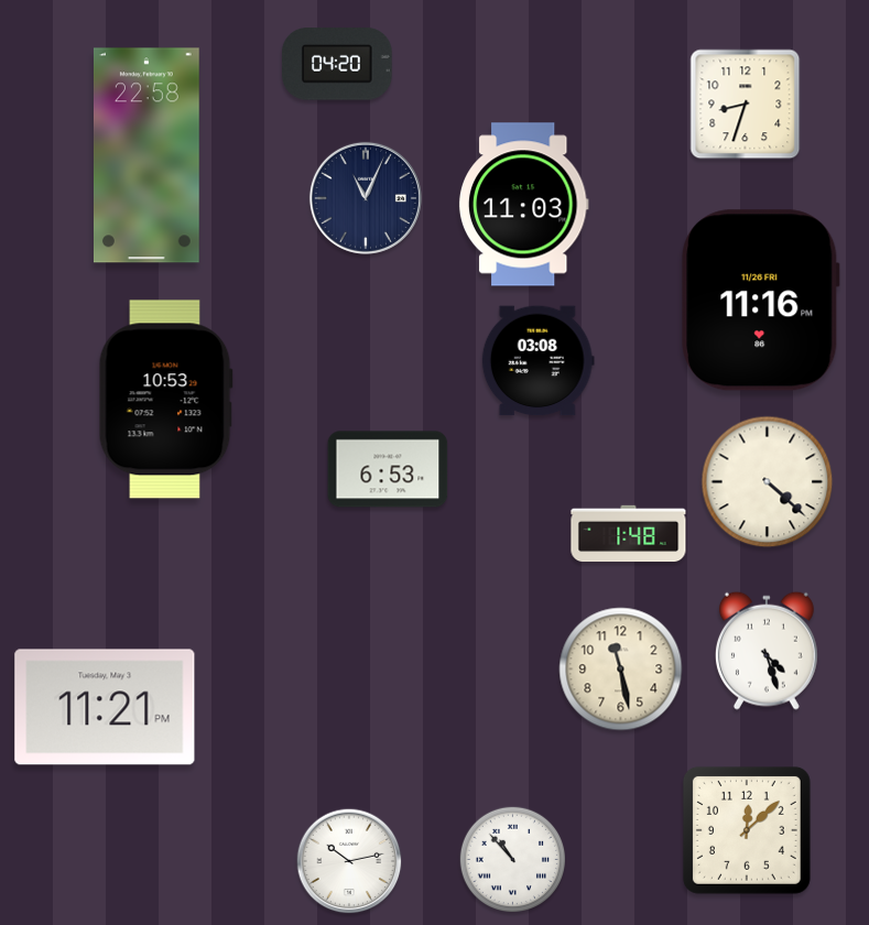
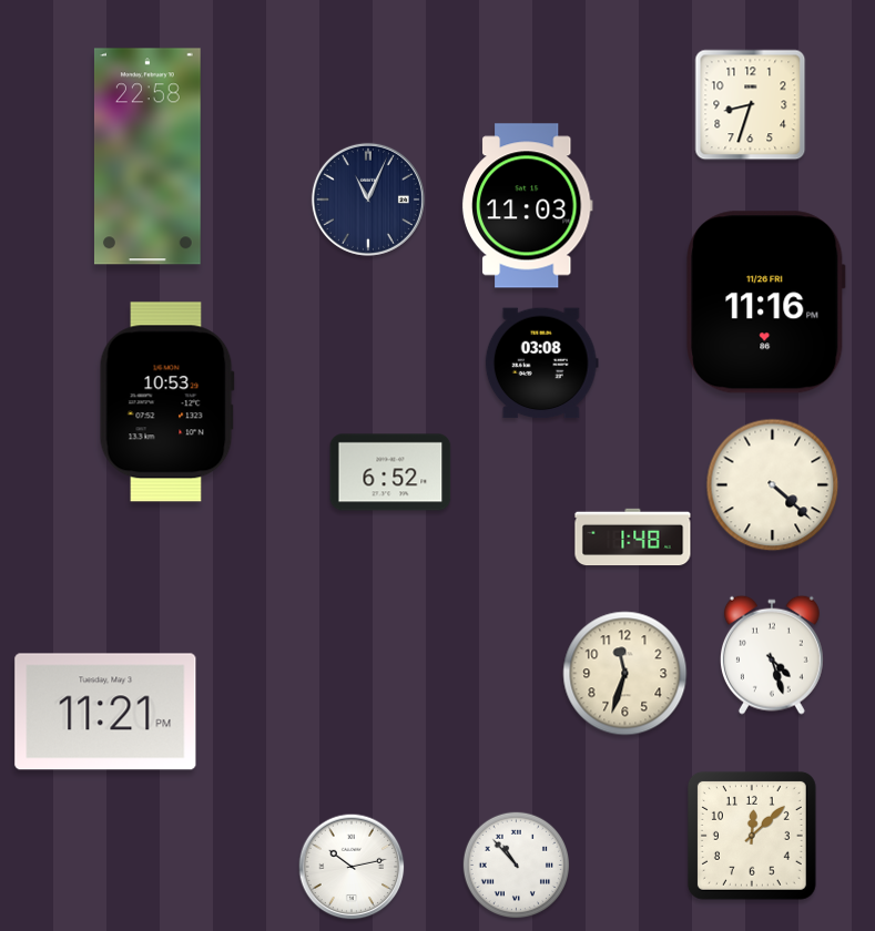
clock at (338, 64): 04:20 -> none
clock at (388, 469): 6:53 -> 6:52
clock at (621, 670): 11:28 -> 11:33
